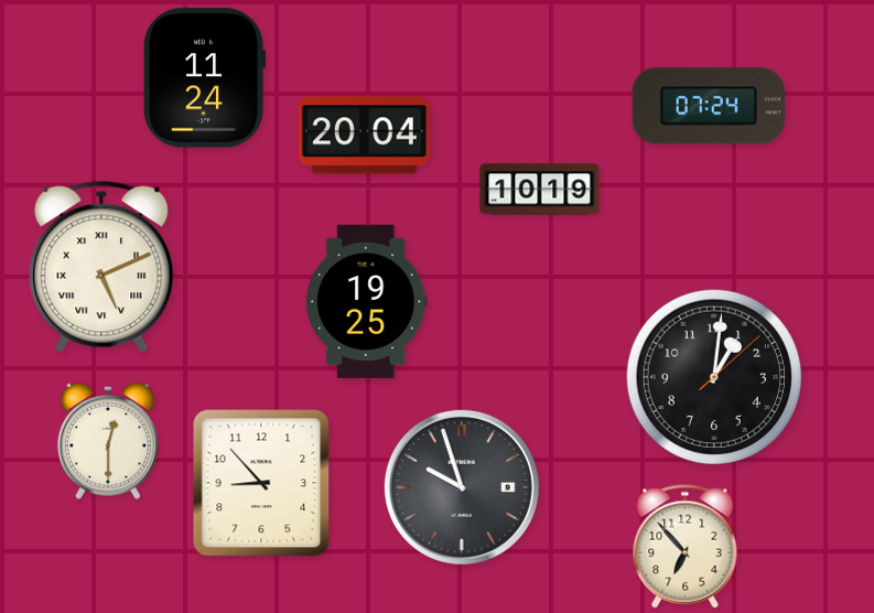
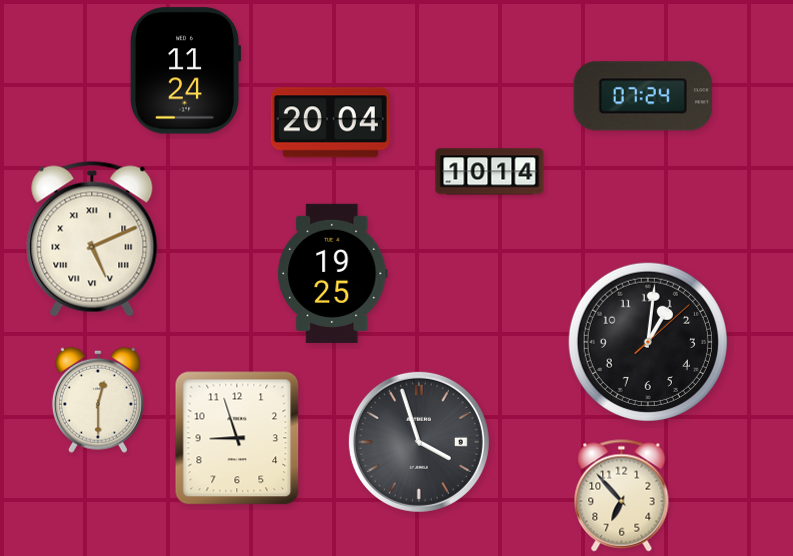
clock at (540, 190): 10:19 -> 10:14
clock at (101, 267) position: (101, 267) -> (92, 239)
clock at (261, 483): 8:53 -> 8:57
clock at (462, 487): 9:57 -> 3:57
